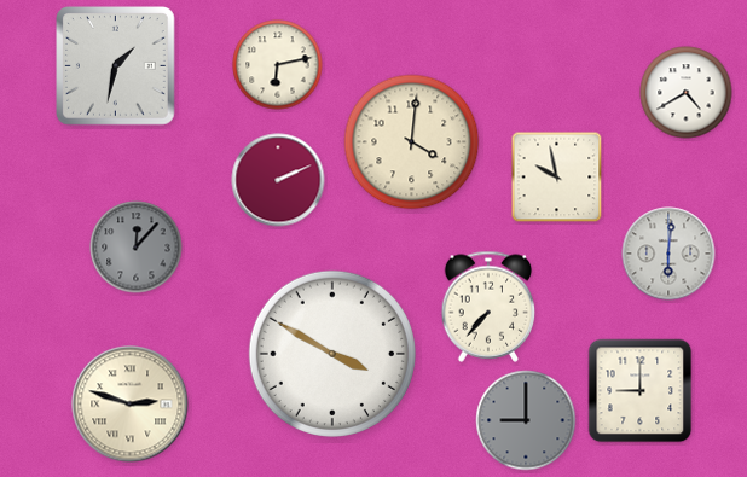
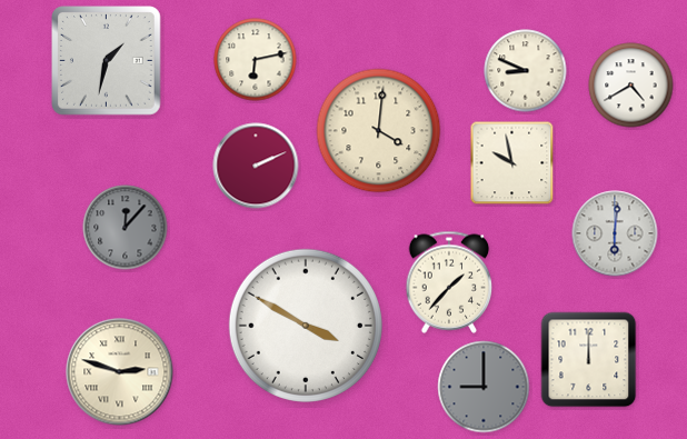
clock at (526, 71): none -> 8:49
clock at (488, 307): 7:37 -> 1:37
clock at (641, 391): 9:00 -> 12:00
